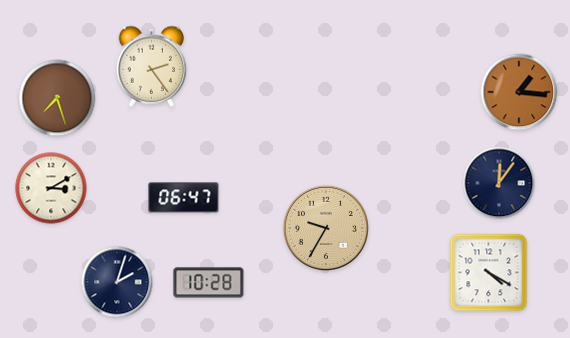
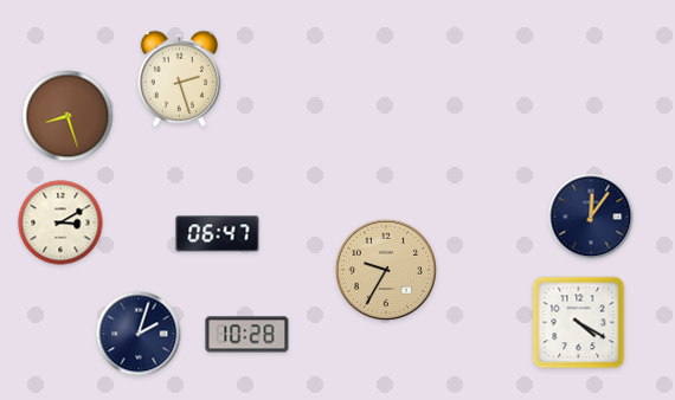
clock at (152, 66): 2:24 -> 2:27
clock at (519, 92): 1:16 -> none
clock at (57, 98): 7:27 -> 8:27
